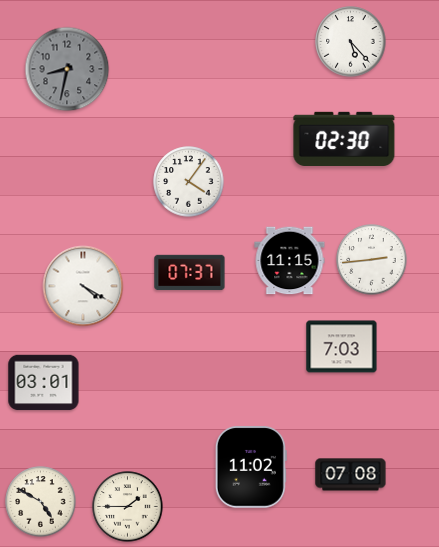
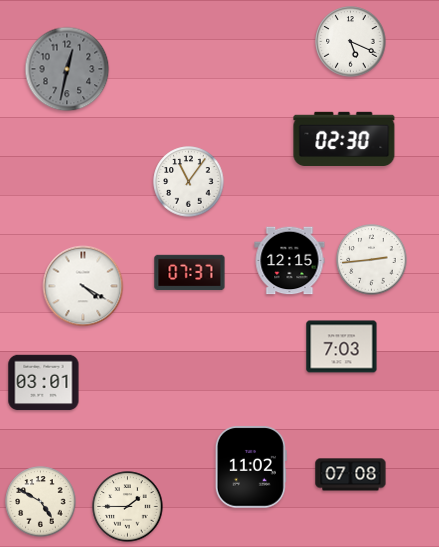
clock at (351, 42): 5:23 -> 5:19
clock at (67, 69): 8:32 -> 12:32
clock at (189, 182): 4:06 -> 11:06
clock at (290, 261): 11:15 -> 12:15
